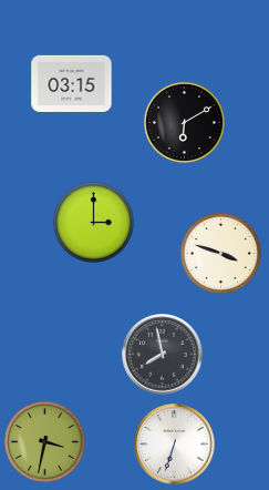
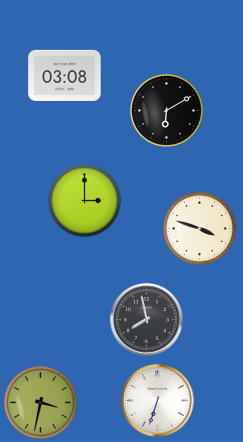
clock at (72, 83): 03:15 -> 03:08
clock at (44, 441) position: (44, 441) -> (40, 402)
